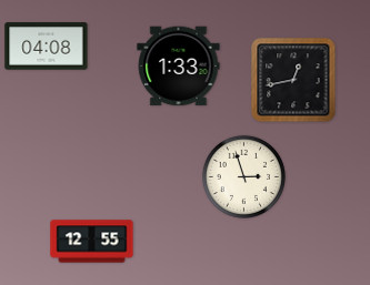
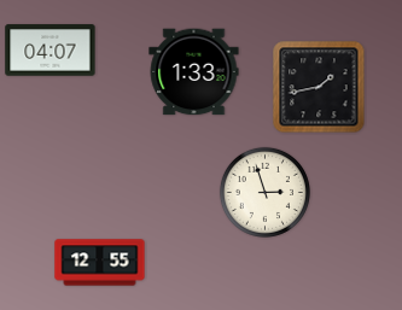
clock at (47, 47): 04:08 -> 04:07
clock at (293, 80): 12:43 -> 1:43
